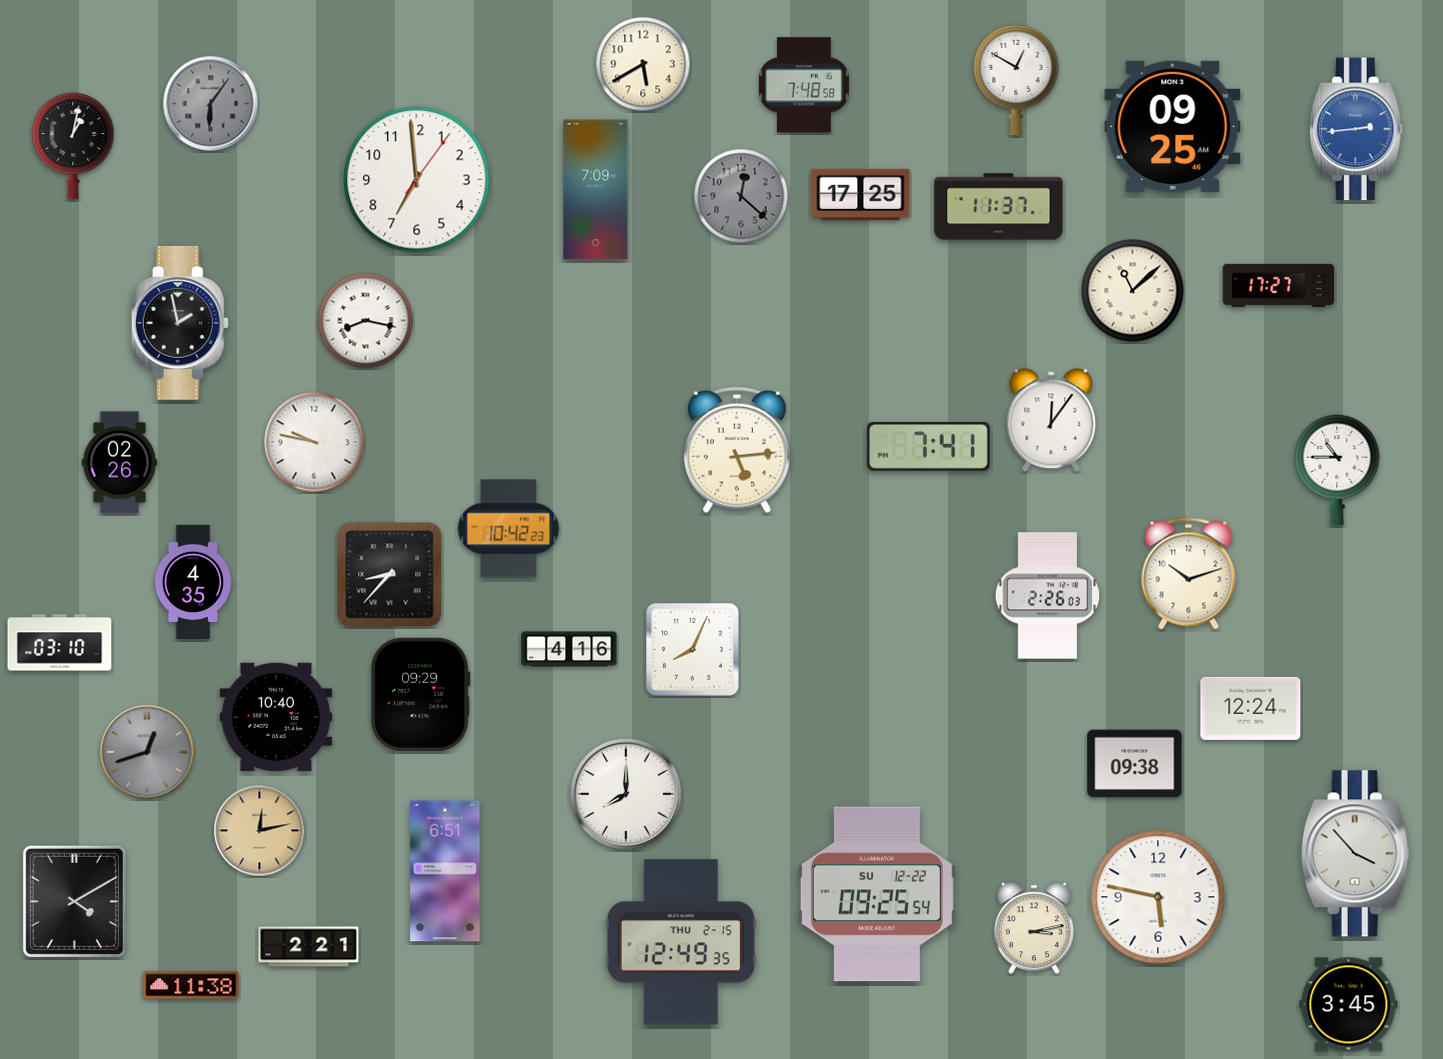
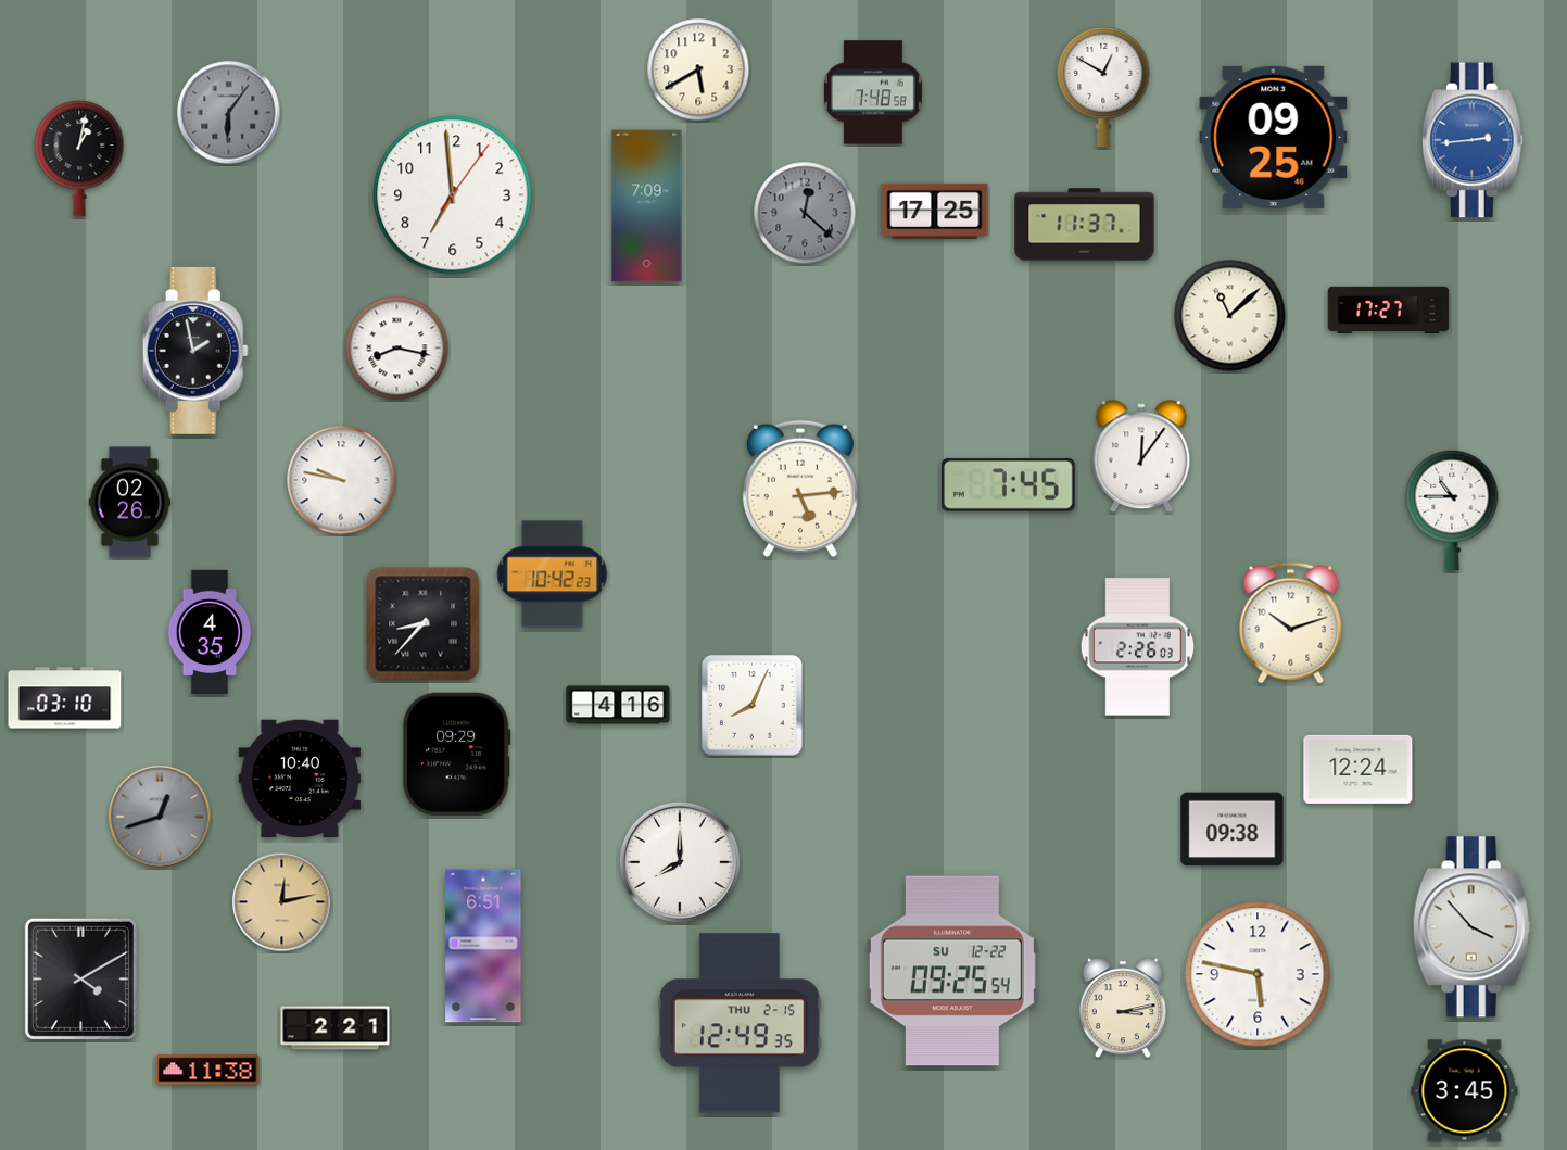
clock at (929, 447): 7:41 -> 7:45
